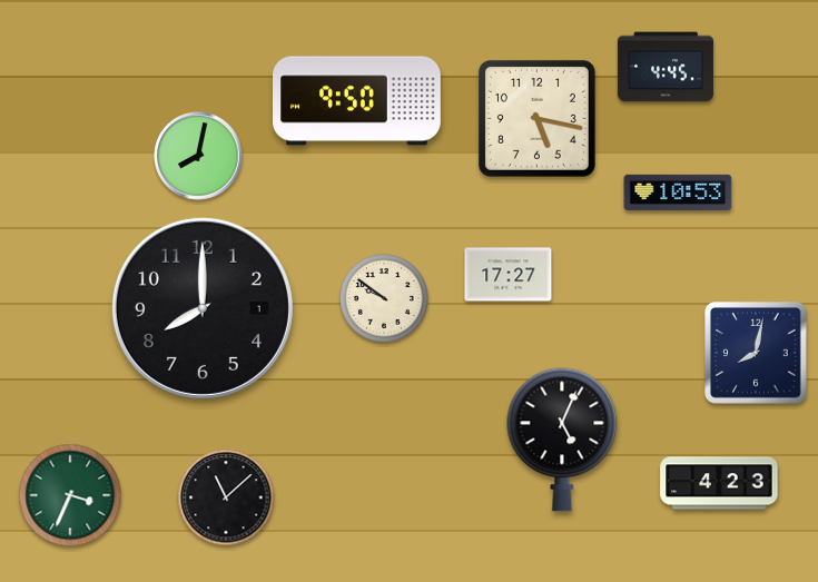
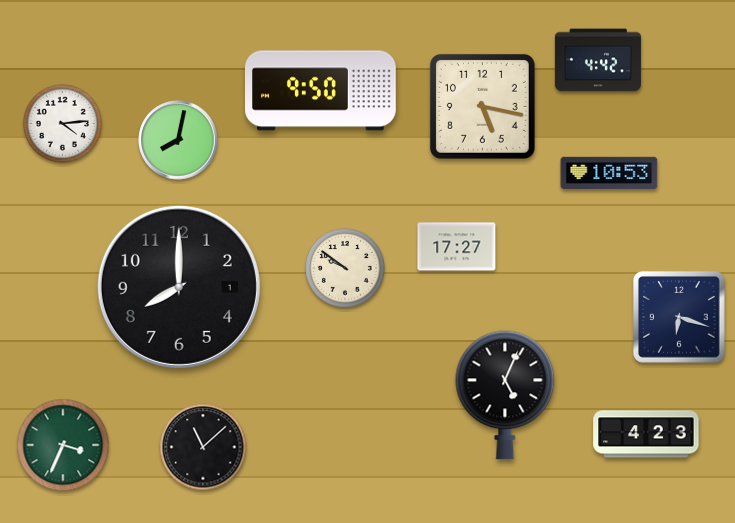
clock at (666, 67): 4:45 -> 4:42
clock at (62, 123): none -> 4:14
clock at (203, 308) position: (203, 308) -> (179, 287)
clock at (756, 353): 8:02 -> 6:18
